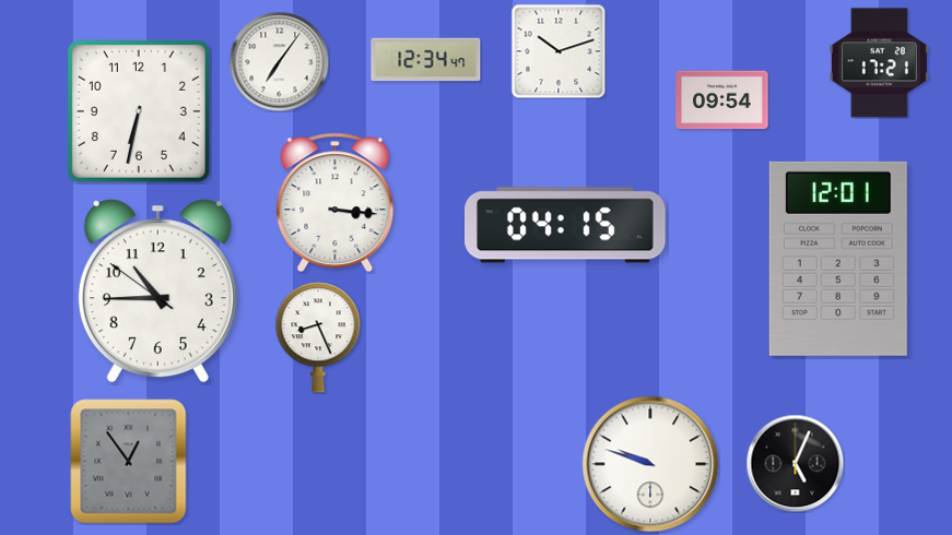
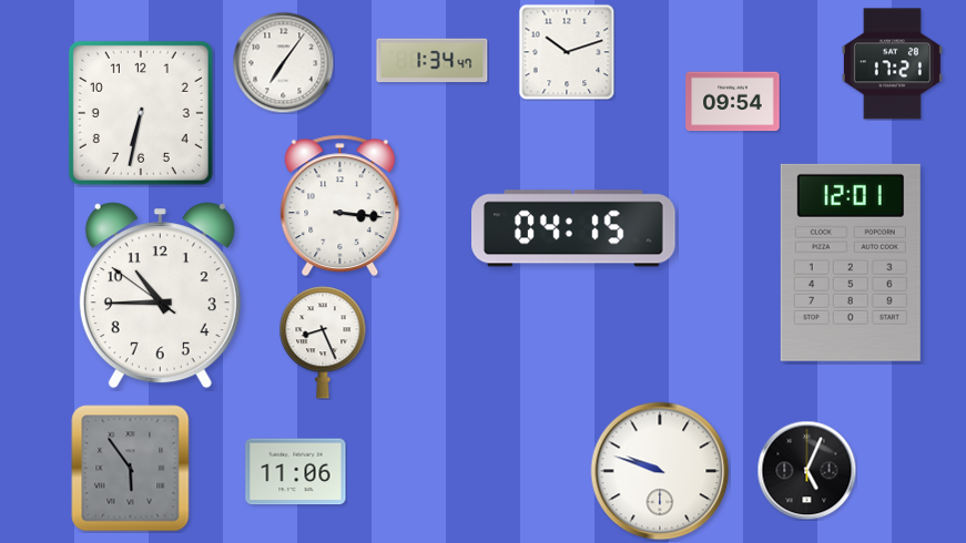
clock at (426, 60): 12:34 -> 1:34
clock at (129, 462): 12:54 -> 5:54
clock at (296, 472): none -> 11:06
